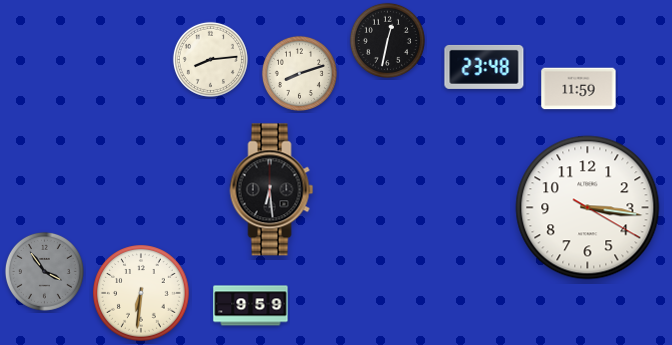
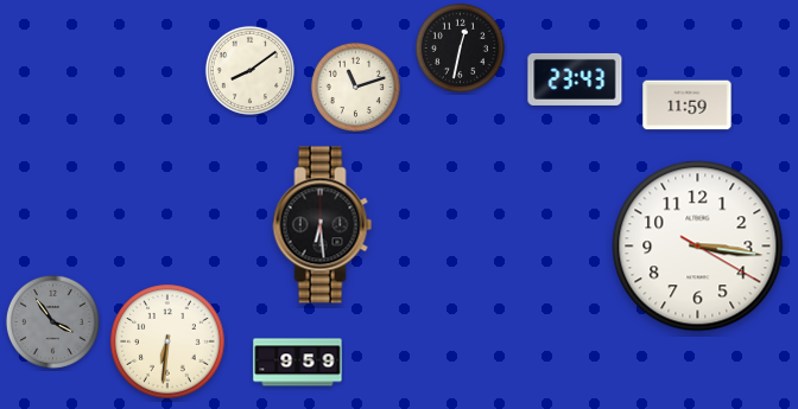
clock at (210, 59): 8:14 -> 8:09
clock at (484, 67): 23:48 -> 23:43
clock at (299, 73): 8:12 -> 11:12
clock at (141, 293) position: (141, 293) -> (167, 341)
